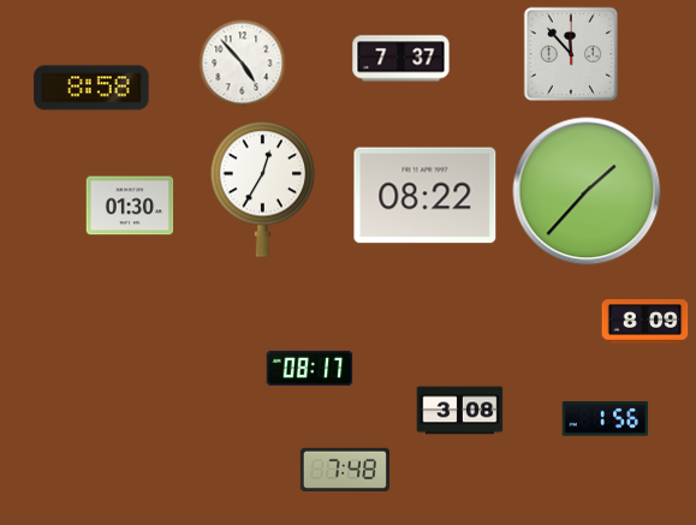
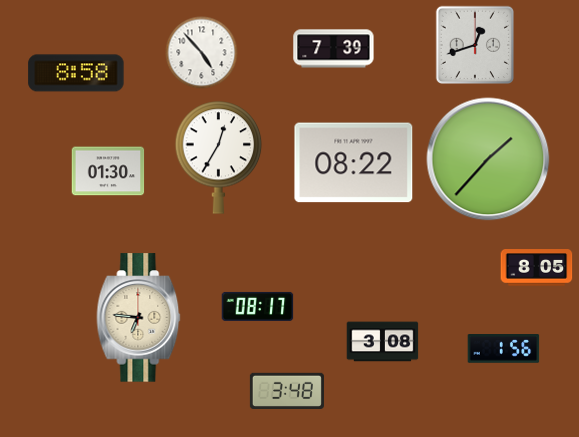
clock at (570, 53): 11:53 -> 12:42
clock at (401, 59): 7:37 -> 7:39
clock at (646, 322): 8:09 -> 8:05
clock at (139, 318): none -> 6:46
clock at (345, 469): 7:48 -> 3:48
